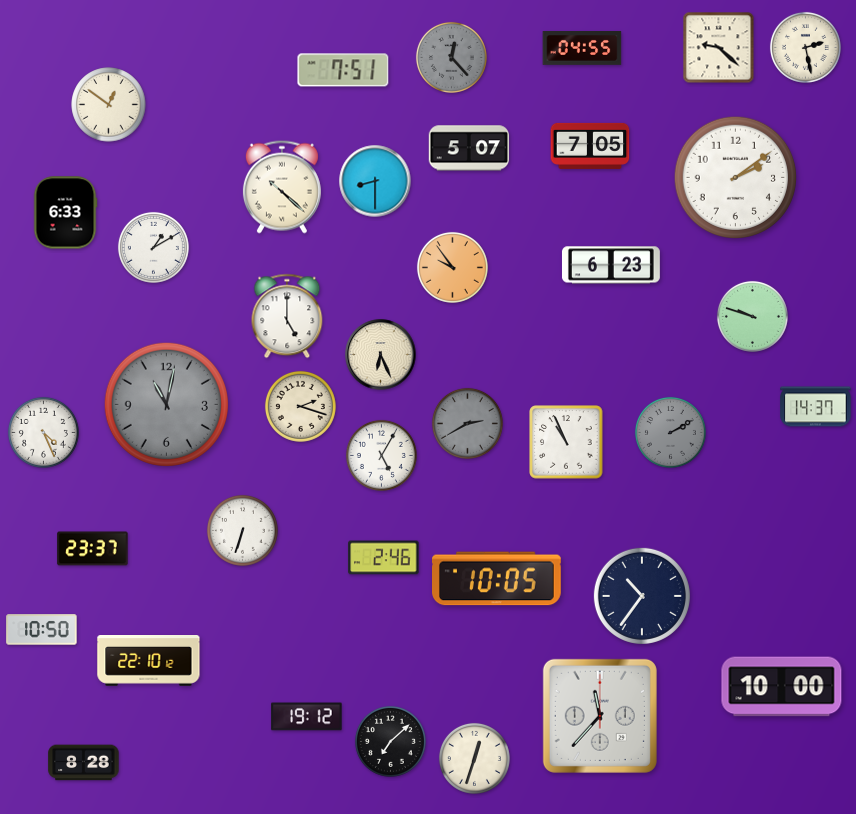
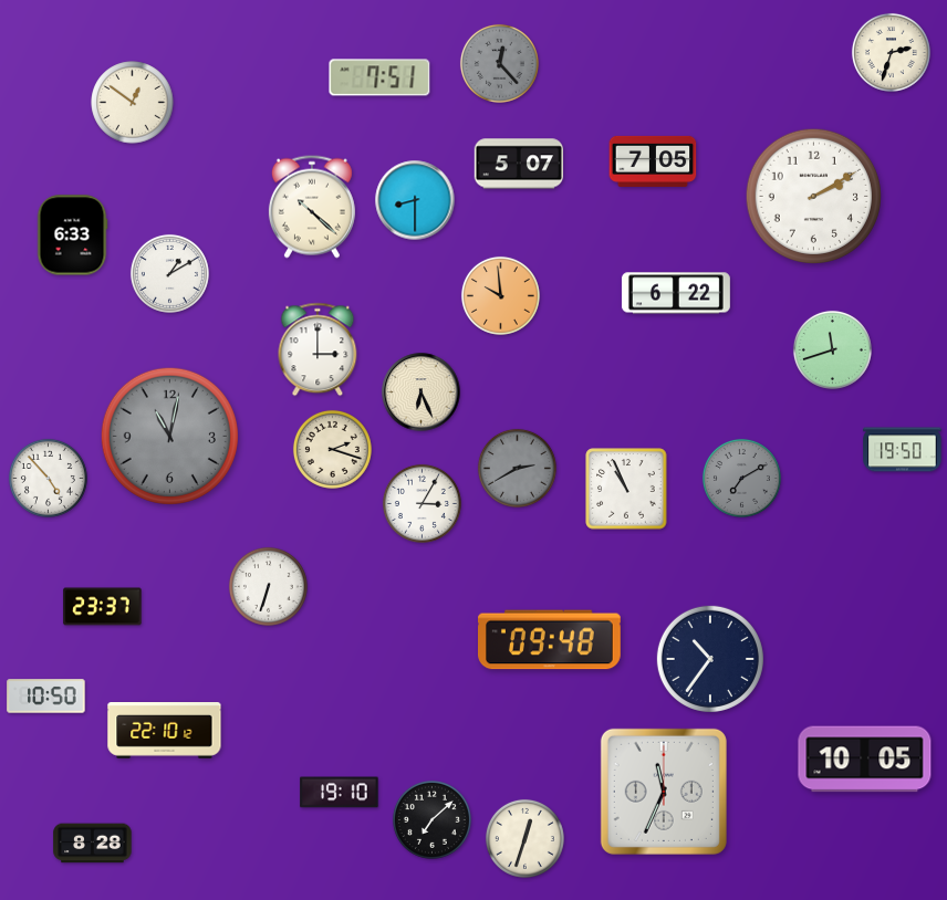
clock at (805, 47): 2:28 -> 2:33
clock at (719, 48): 9:22 -> none
clock at (582, 49): 04:55 -> none
clock at (109, 105) position: (109, 105) -> (133, 103)
clock at (736, 178): 2:09 -> 2:10
clock at (611, 265): 6:23 -> 6:22
clock at (452, 267): 9:54 -> 9:59
clock at (287, 316): 5:00 -> 3:00
clock at (752, 316): 9:48 -> 11:42
clock at (166, 404) position: (166, 404) -> (169, 436)
clock at (816, 407): 14:37 -> 19:50
clock at (43, 432): 4:26 -> 4:53
clock at (670, 432): 2:10 -> 7:10
clock at (381, 455): 5:05 -> 3:05
clock at (384, 558): 2:46 -> none
clock at (497, 579): 10:05 -> 09:48
clock at (782, 687): 10:00 -> 10:05
clock at (600, 716): 11:37 -> 11:34
clock at (307, 717): 19:12 -> 19:10
